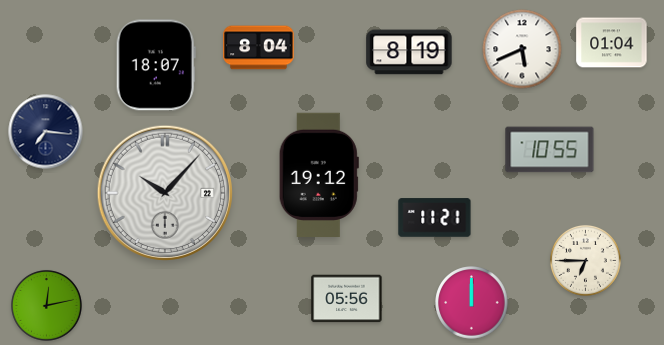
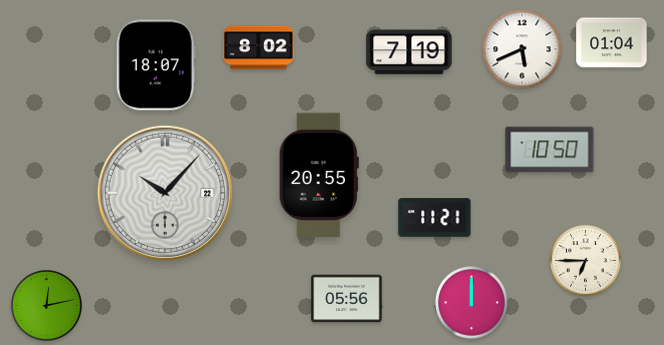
clock at (259, 48): 8:04 -> 8:02
clock at (409, 52): 8:19 -> 7:19
clock at (46, 132): 7:16 -> none
clock at (550, 150): 10:55 -> 10:50
clock at (319, 175): 19:12 -> 20:55
